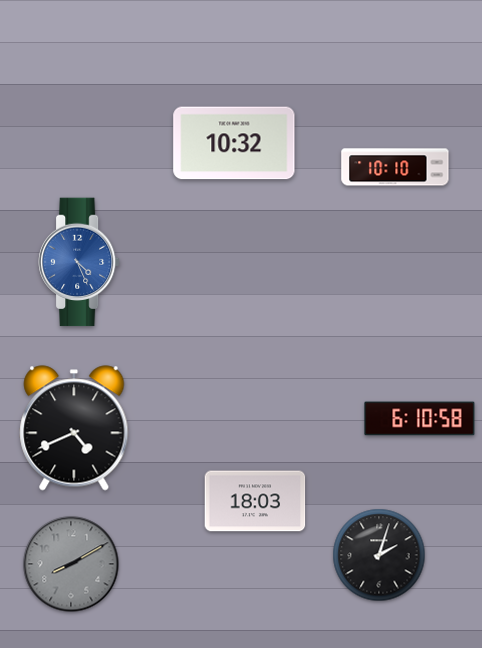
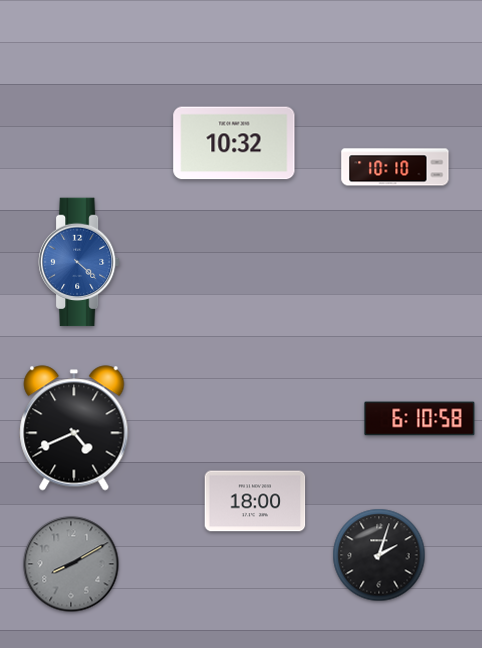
clock at (80, 262): 4:26 -> 4:22
clock at (255, 501): 18:03 -> 18:00
